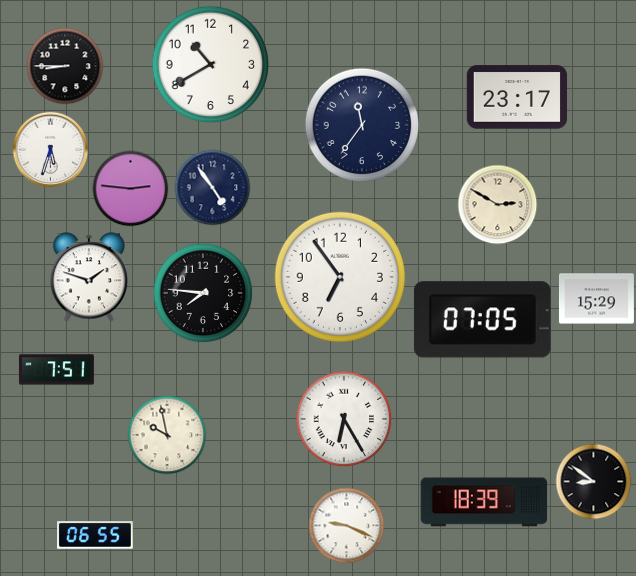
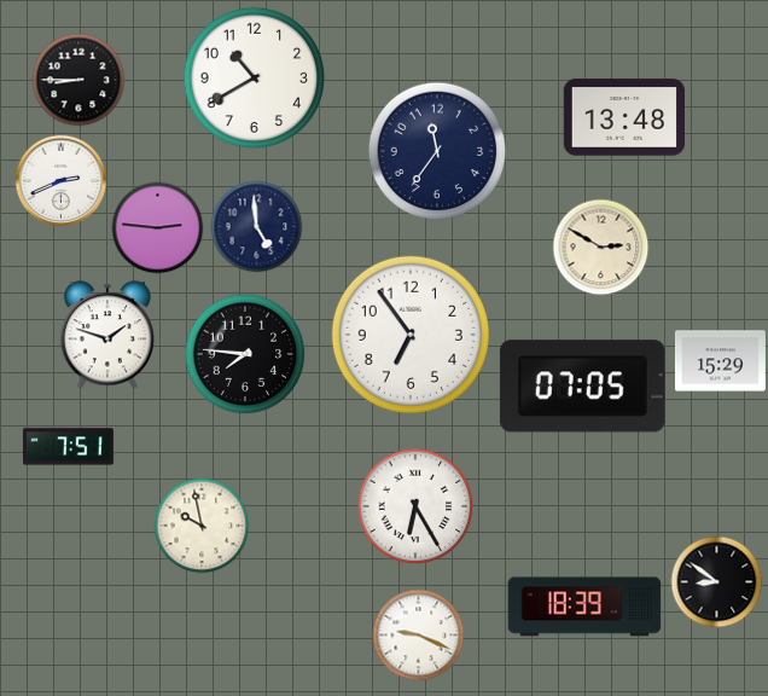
clock at (516, 97): 23:17 -> 13:48
clock at (51, 150): 5:33 -> 2:41
clock at (213, 188): 4:54 -> 4:59
clock at (96, 535): 06:55 -> none
